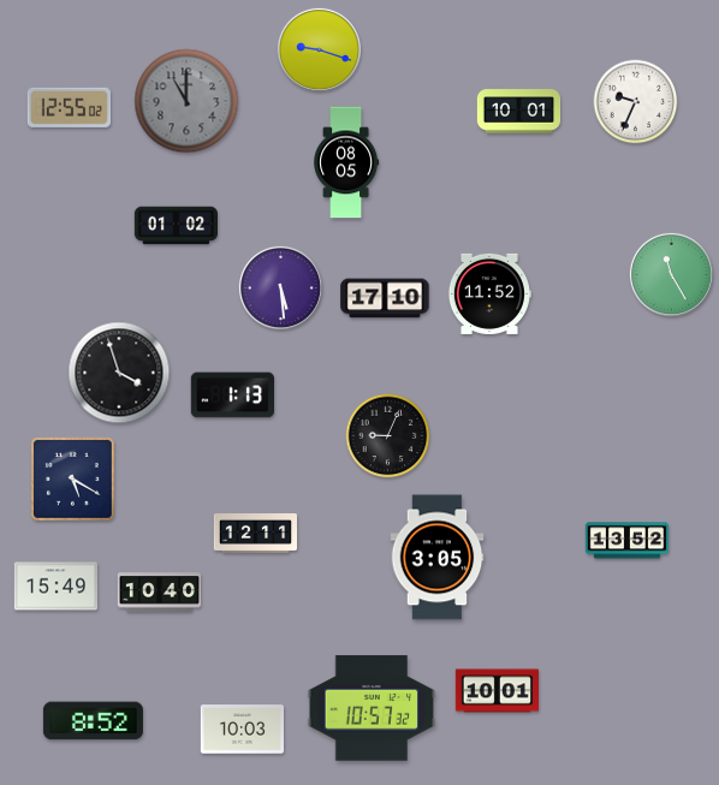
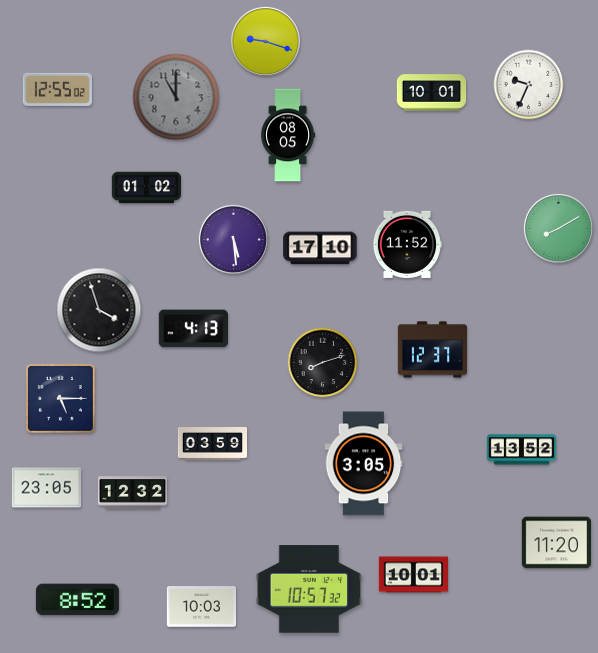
clock at (186, 101) position: (186, 101) -> (176, 97)
clock at (671, 274): 11:25 -> 8:10
clock at (232, 396): 1:13 -> 4:13
clock at (432, 350): none -> 12:37
clock at (388, 436): 9:04 -> 8:12
clock at (73, 480): 5:20 -> 5:15
clock at (256, 534): 12:11 -> 03:59
clock at (55, 587): 15:49 -> 23:05
clock at (160, 593): 10:40 -> 12:32
clock at (556, 543): none -> 11:20
